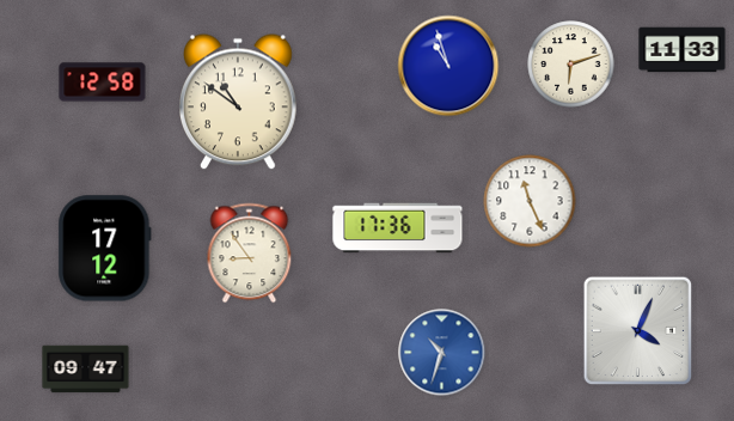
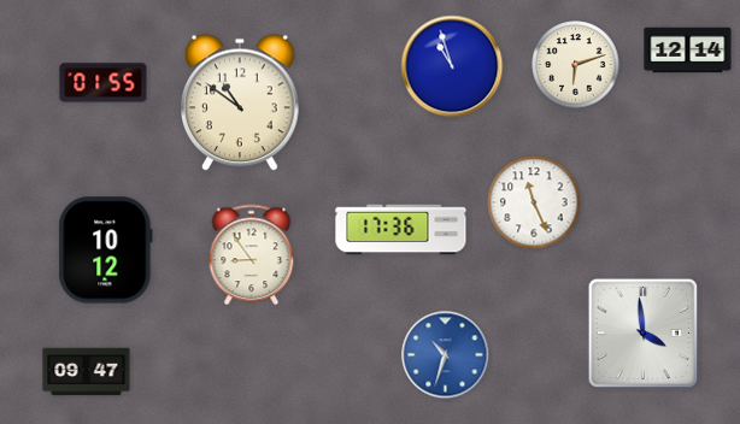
clock at (683, 50): 11:33 -> 12:14
clock at (103, 83): 12:58 -> 01:55
clock at (105, 249): 17:12 -> 10:12
clock at (638, 331): 4:04 -> 3:59
